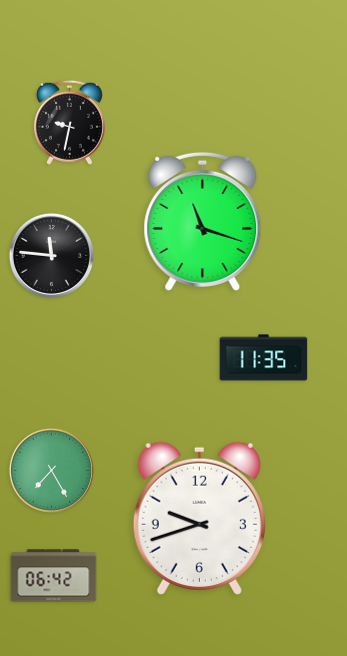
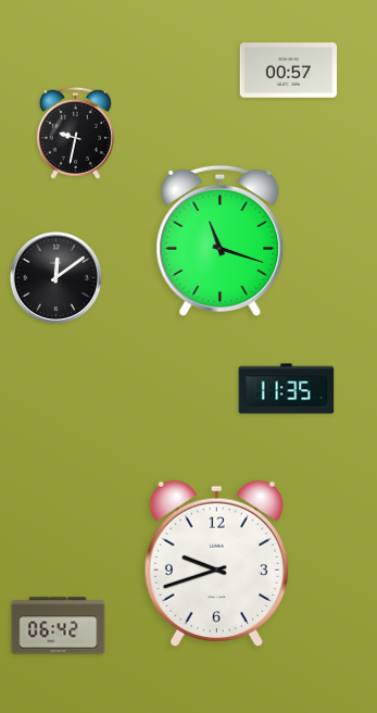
clock at (289, 71): none -> 00:57
clock at (51, 255): 11:46 -> 12:09
clock at (51, 470): 7:25 -> none
